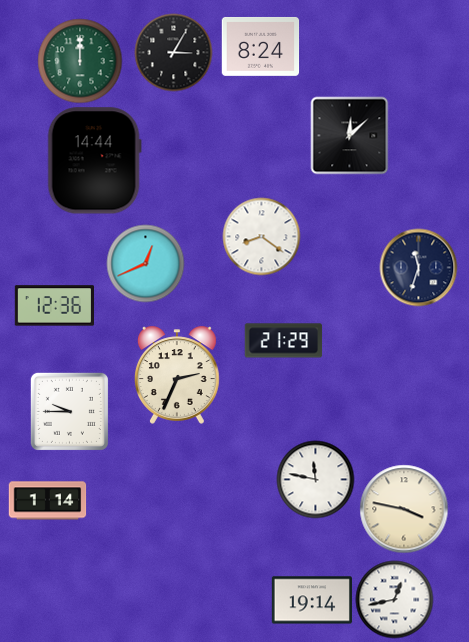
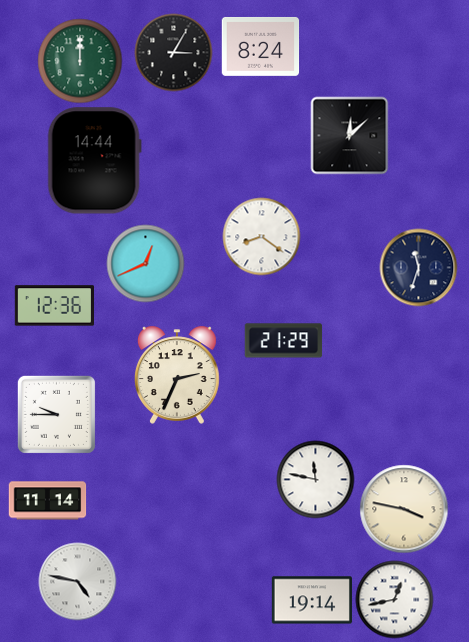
clock at (69, 411) position: (69, 411) -> (56, 414)
clock at (47, 501): 1:14 -> 11:14
clock at (77, 581): none -> 4:47
